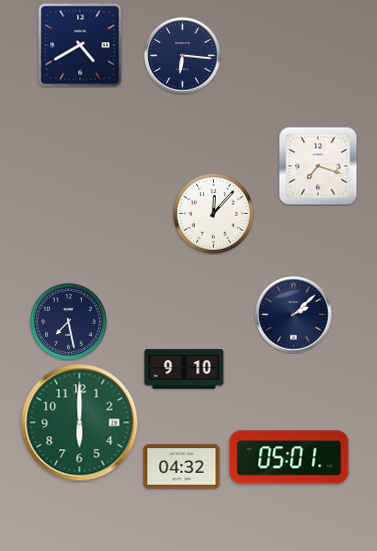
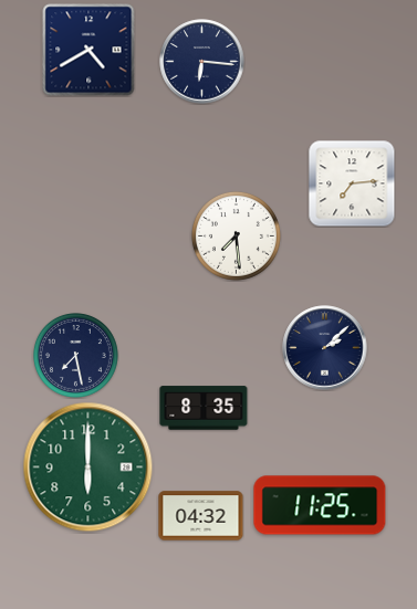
clock at (318, 166): 7:18 -> 7:14
clock at (213, 213): 12:07 -> 7:29
clock at (184, 369): 9:10 -> 8:35
clock at (289, 457): 05:01 -> 11:25
